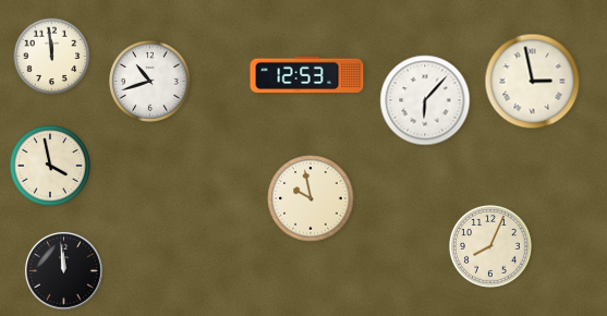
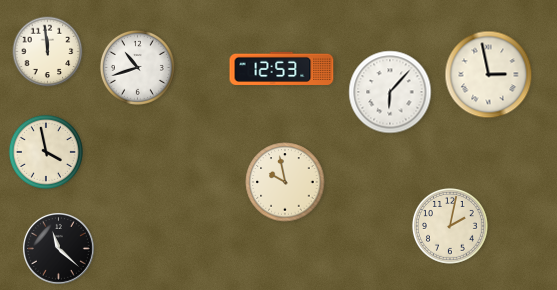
clock at (149, 81) position: (149, 81) -> (137, 67)
clock at (490, 246): 8:04 -> 2:02
clock at (63, 270): 11:59 -> 11:22
